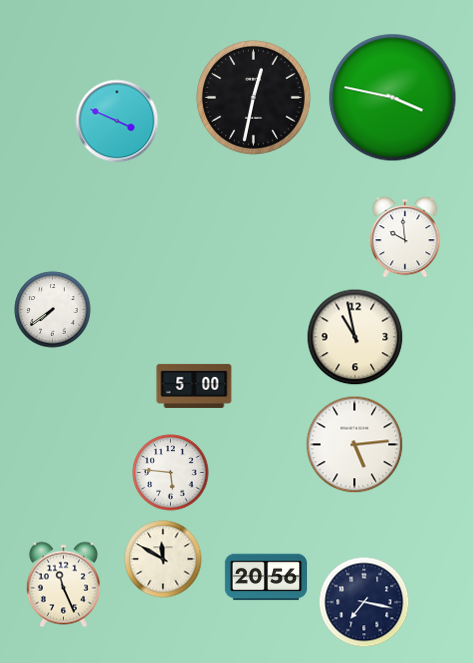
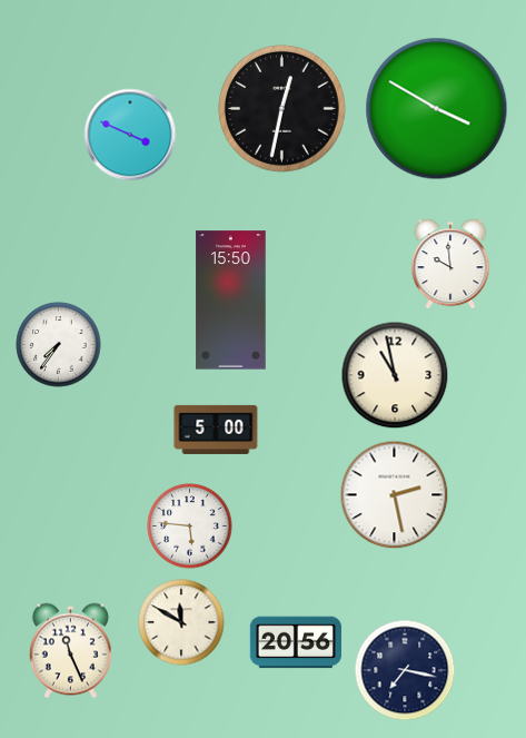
clock at (393, 98): 3:47 -> 3:50
clock at (231, 301): none -> 15:50
clock at (53, 310): 7:39 -> 7:36
clock at (355, 445): 5:14 -> 2:28
